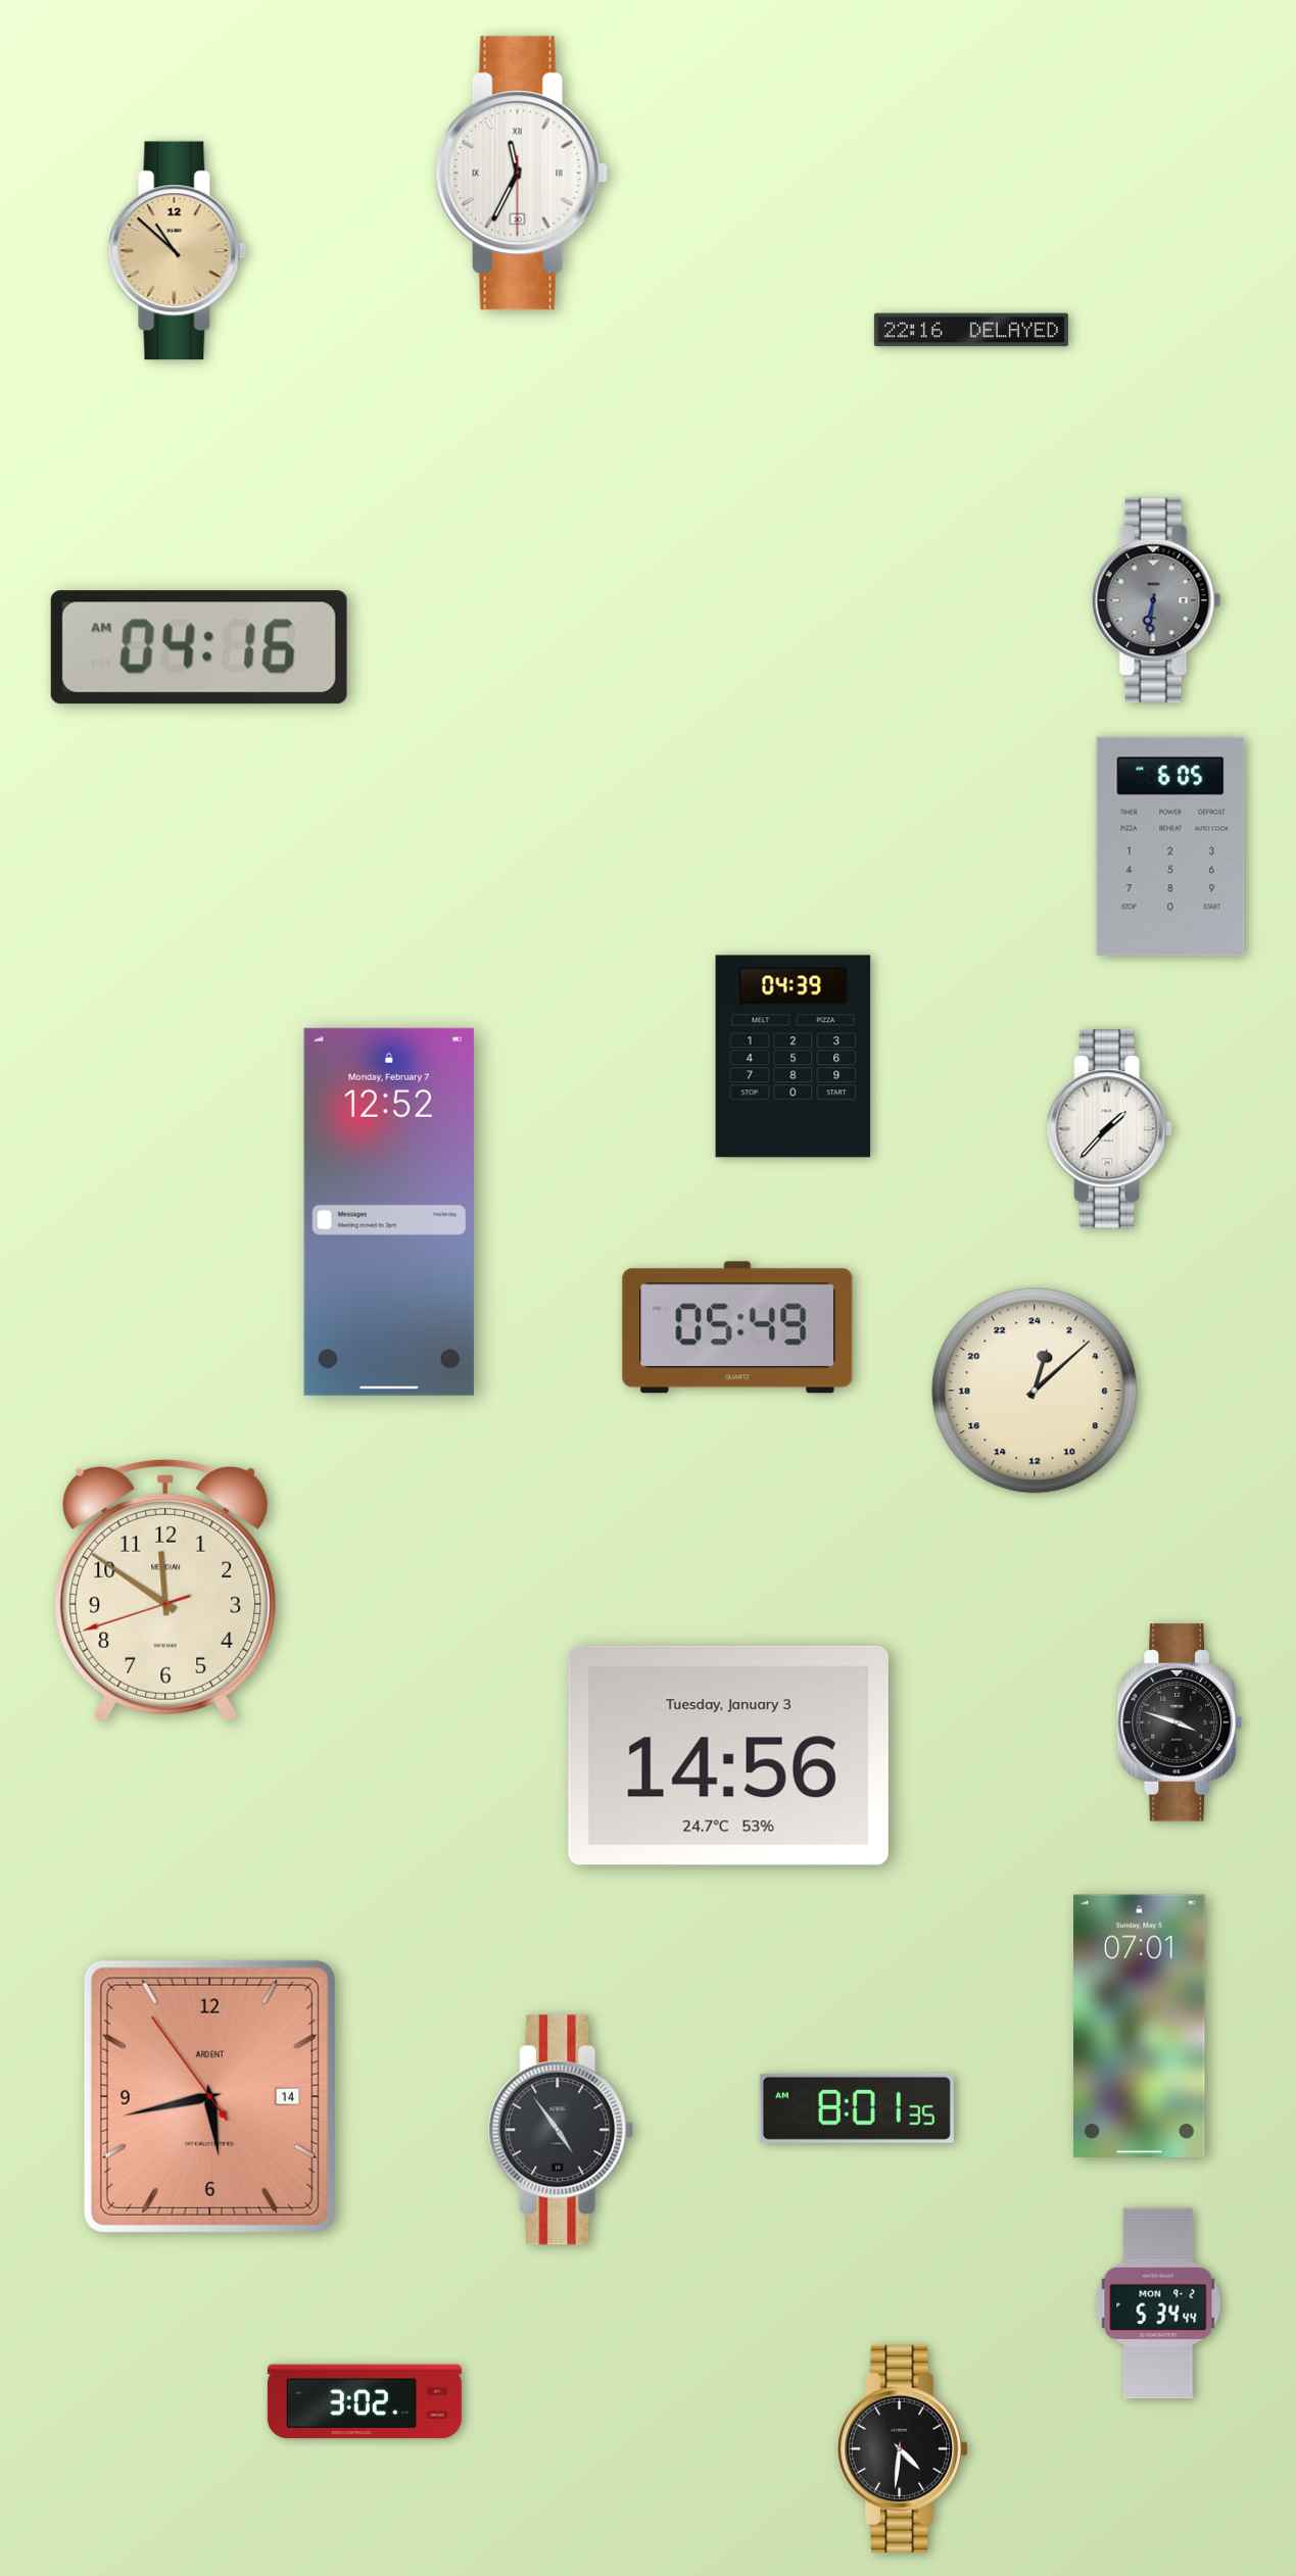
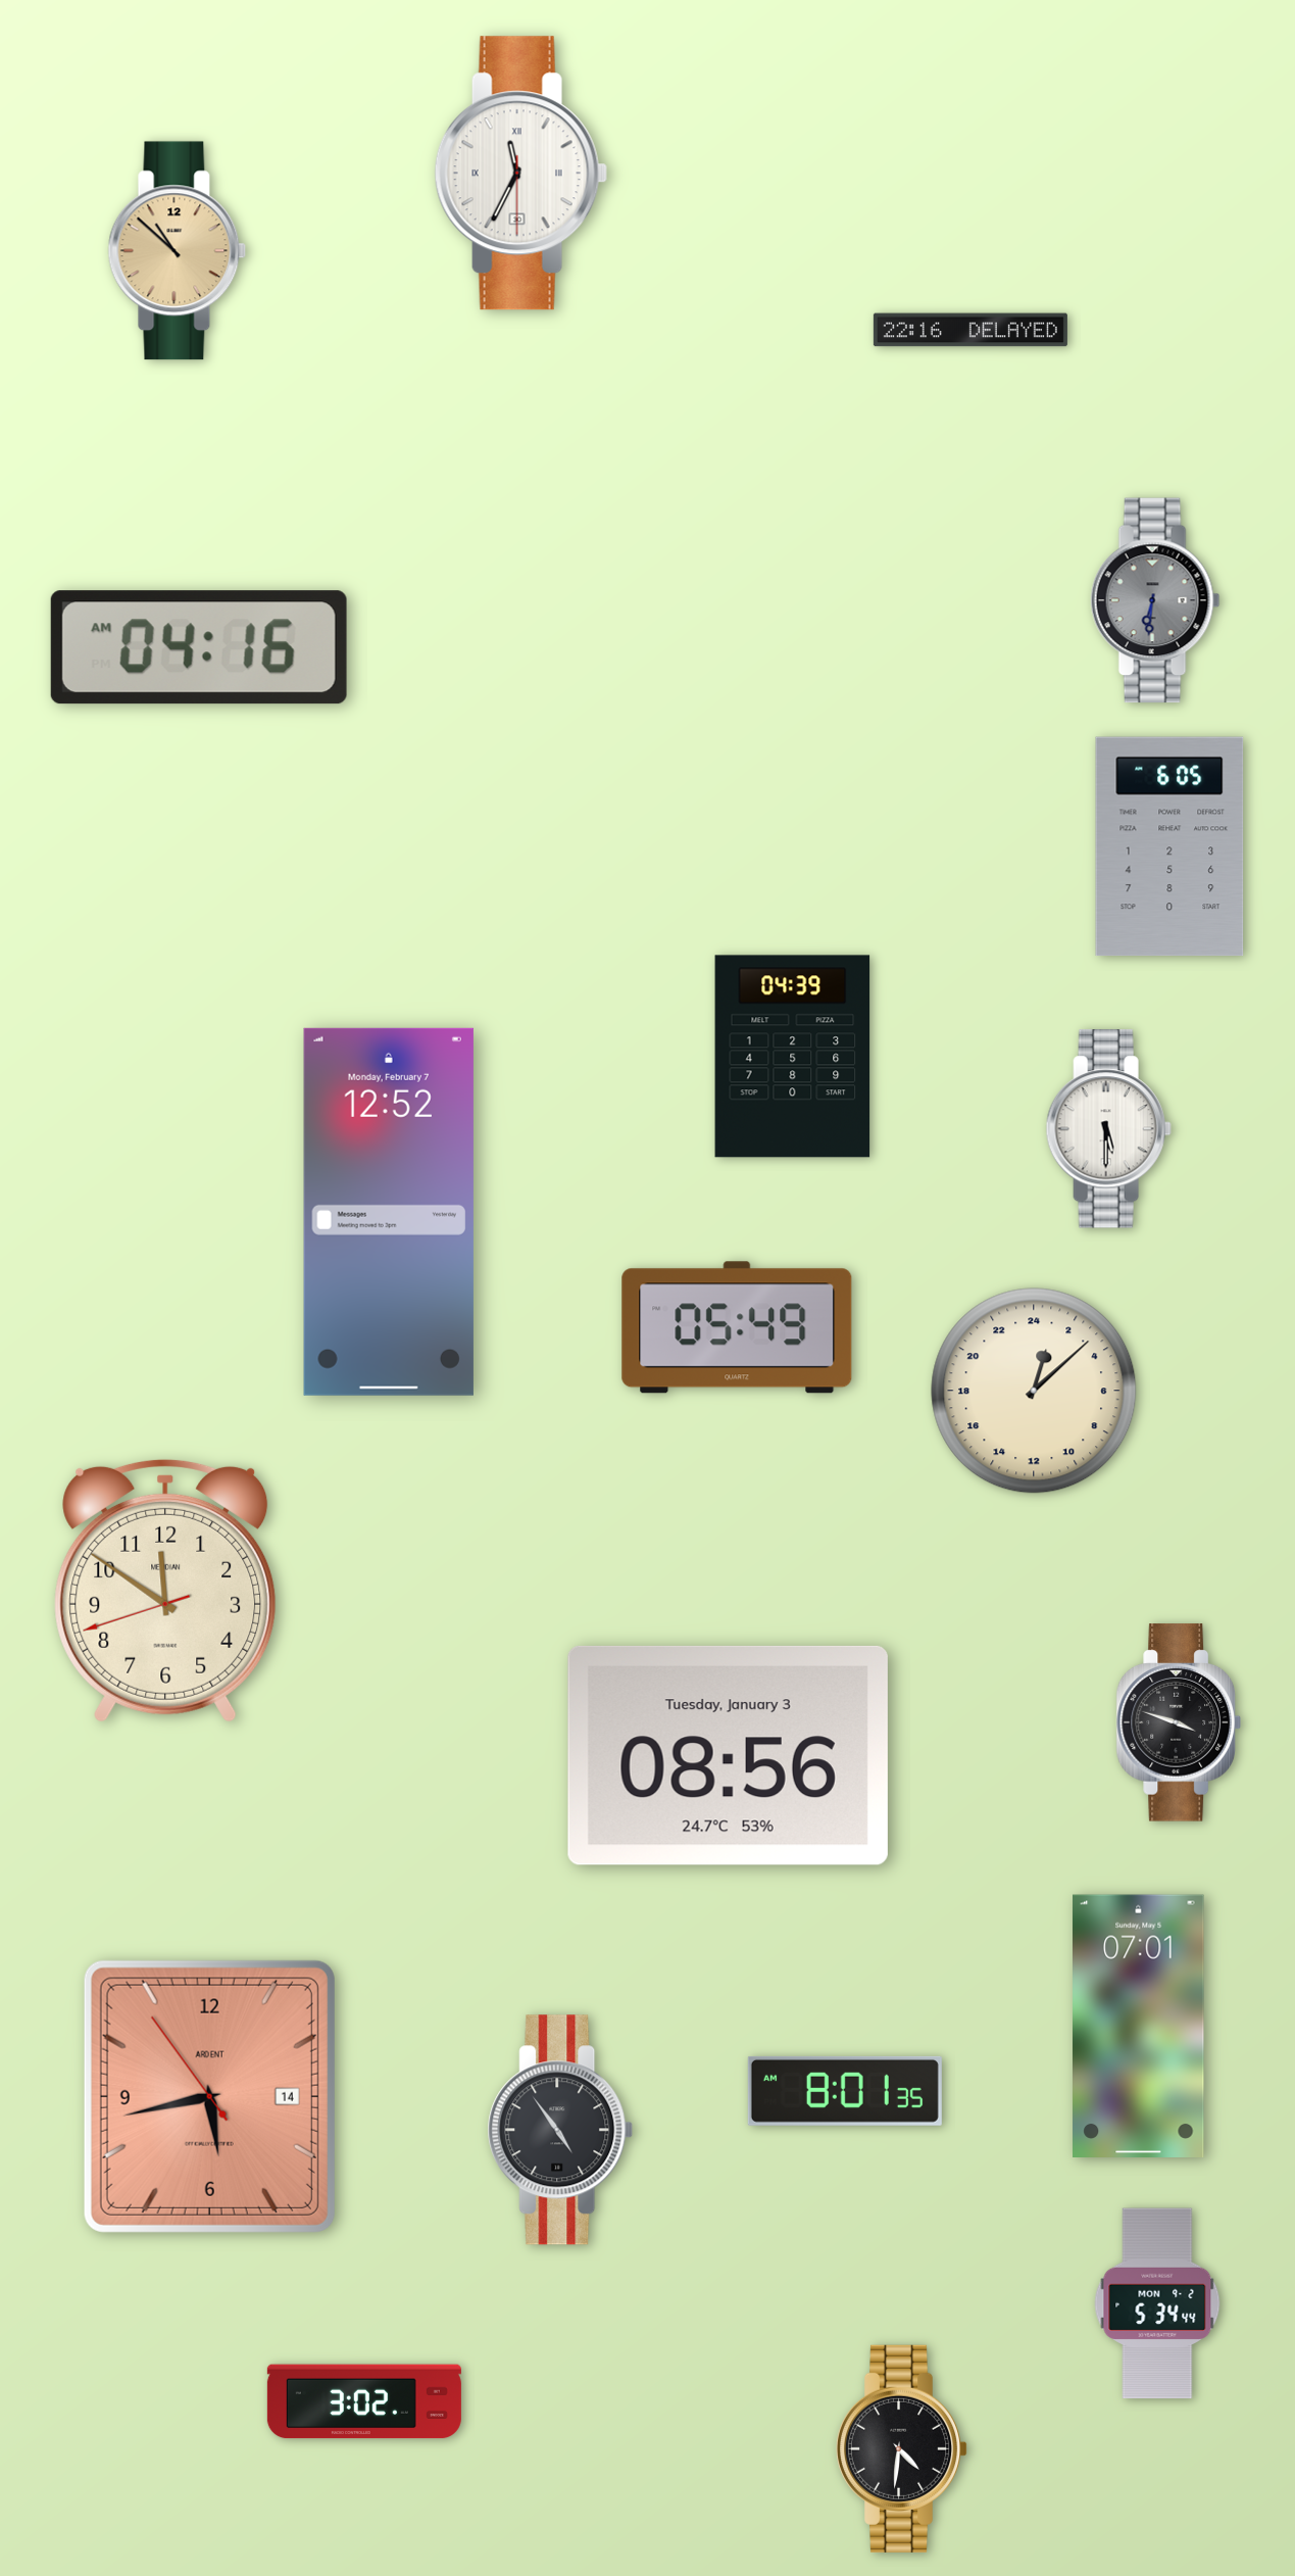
clock at (1109, 1129): 1:37 -> 5:30
clock at (728, 1755): 14:56 -> 08:56
clock at (857, 2108) position: (857, 2108) -> (845, 2091)
